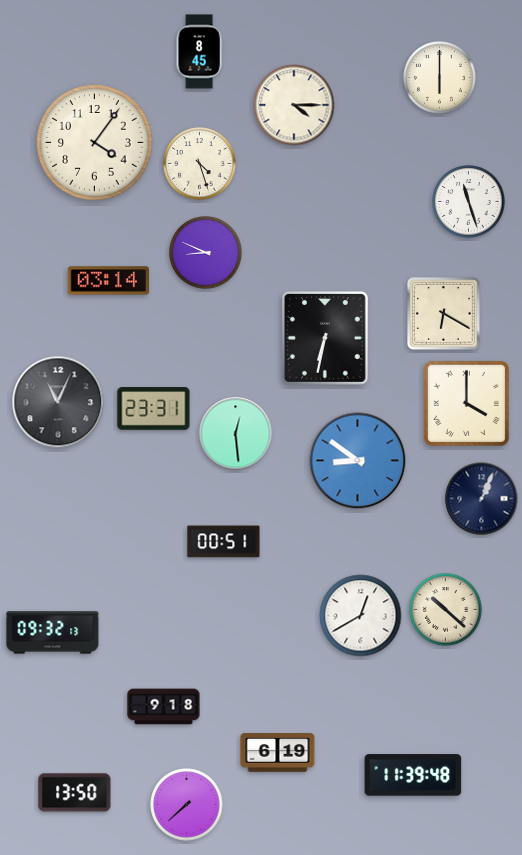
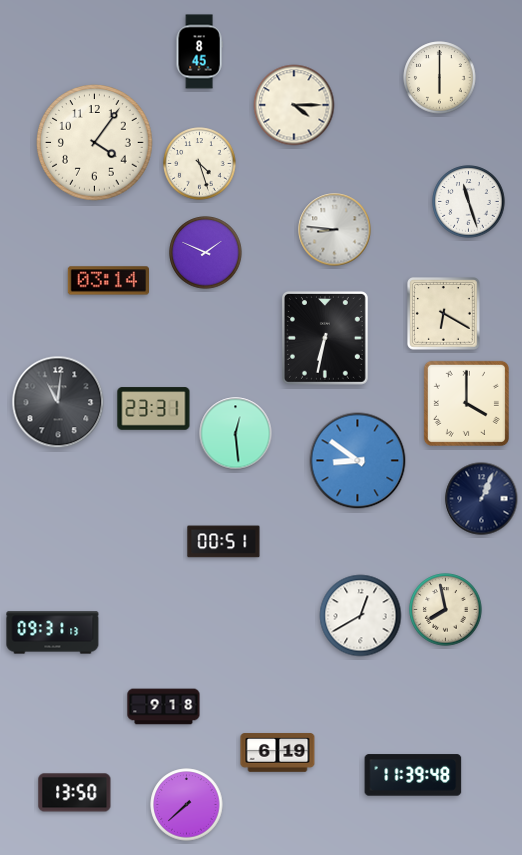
clock at (335, 230): none -> 8:46
clock at (206, 253): 8:49 -> 1:49
clock at (58, 402): 11:04 -> 11:01
clock at (446, 610): 10:22 -> 7:58
clock at (53, 633): 09:32 -> 09:31
